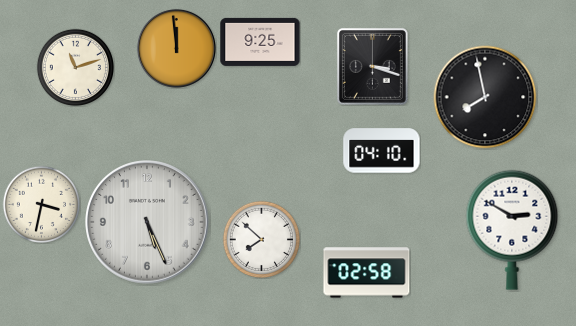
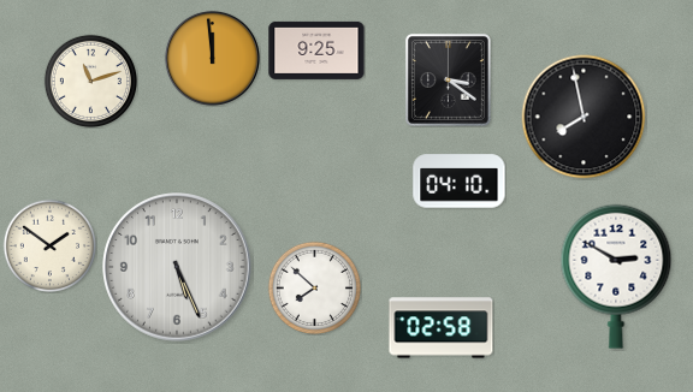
clock at (260, 42) position: (260, 42) -> (316, 51)
clock at (372, 66): 3:18 -> 3:21
clock at (41, 204): 3:32 -> 1:51
